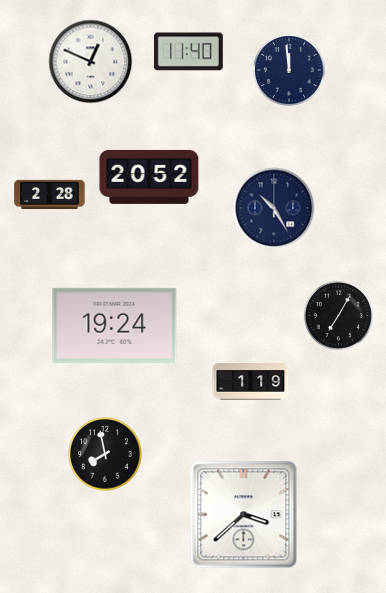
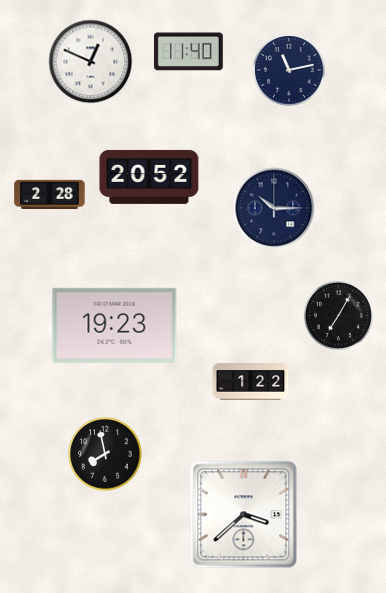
clock at (290, 71): 11:59 -> 11:13
clock at (274, 208): 10:25 -> 10:15
clock at (115, 325): 19:24 -> 19:23
clock at (251, 382): 1:19 -> 1:22
